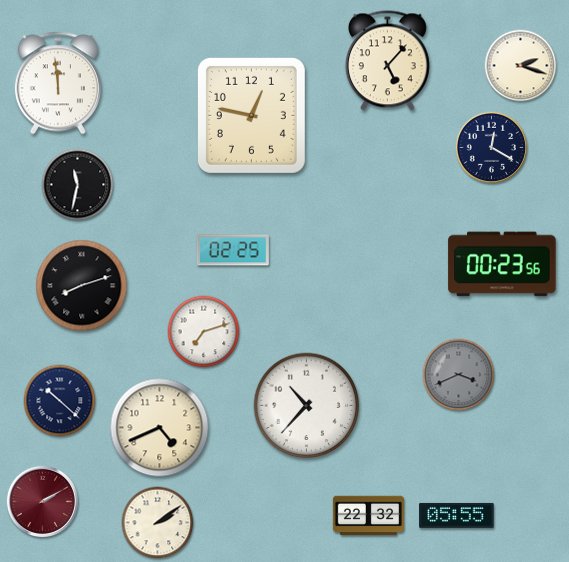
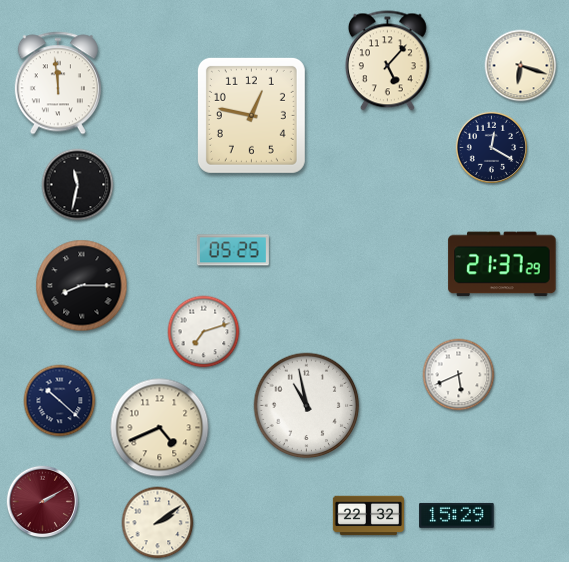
clock at (521, 66): 2:18 -> 6:18
clock at (233, 250): 02:25 -> 05:25
clock at (502, 264): 00:23 -> 21:37
clock at (82, 286): 8:12 -> 8:15
clock at (459, 375): 3:41 -> 5:41
clock at (459, 375) dial: grey -> white
clock at (307, 406): 10:37 -> 10:58
clock at (457, 515): 05:55 -> 15:29
